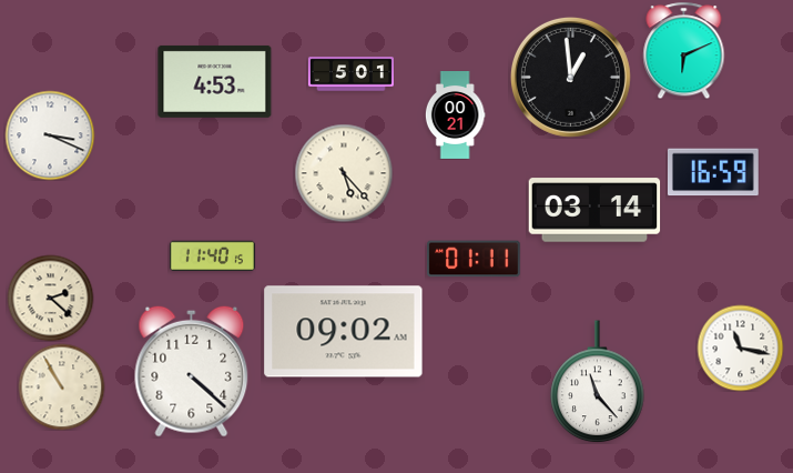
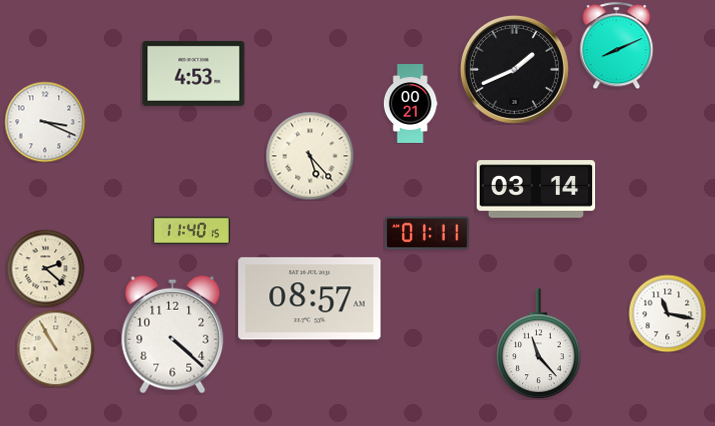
clock at (684, 50): 6:11 -> 8:11
clock at (350, 74): 5:01 -> none
clock at (570, 77): 12:59 -> 1:41
clock at (713, 172): 16:59 -> none
clock at (344, 332): 09:02 -> 08:57
